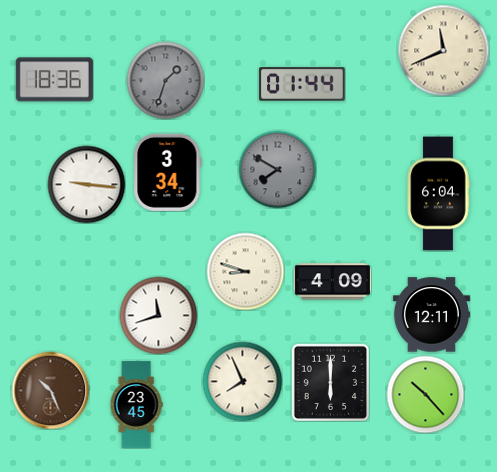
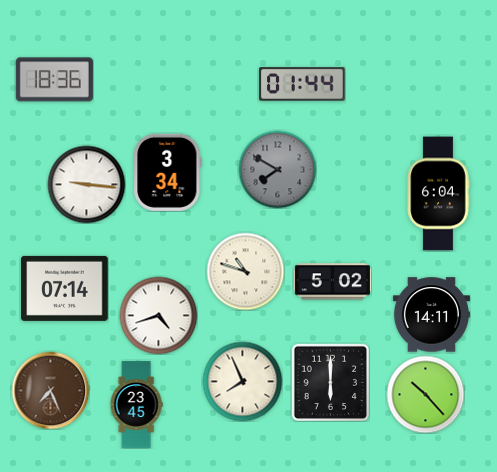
clock at (443, 50): 11:41 -> none
clock at (165, 80): 1:33 -> none
clock at (245, 271): 8:48 -> 10:48
clock at (332, 282): 4:09 -> 5:02
clock at (65, 288): none -> 07:14
clock at (158, 315): 11:42 -> 4:42
clock at (431, 315): 12:11 -> 14:11
clock at (50, 390): 10:26 -> 7:26
